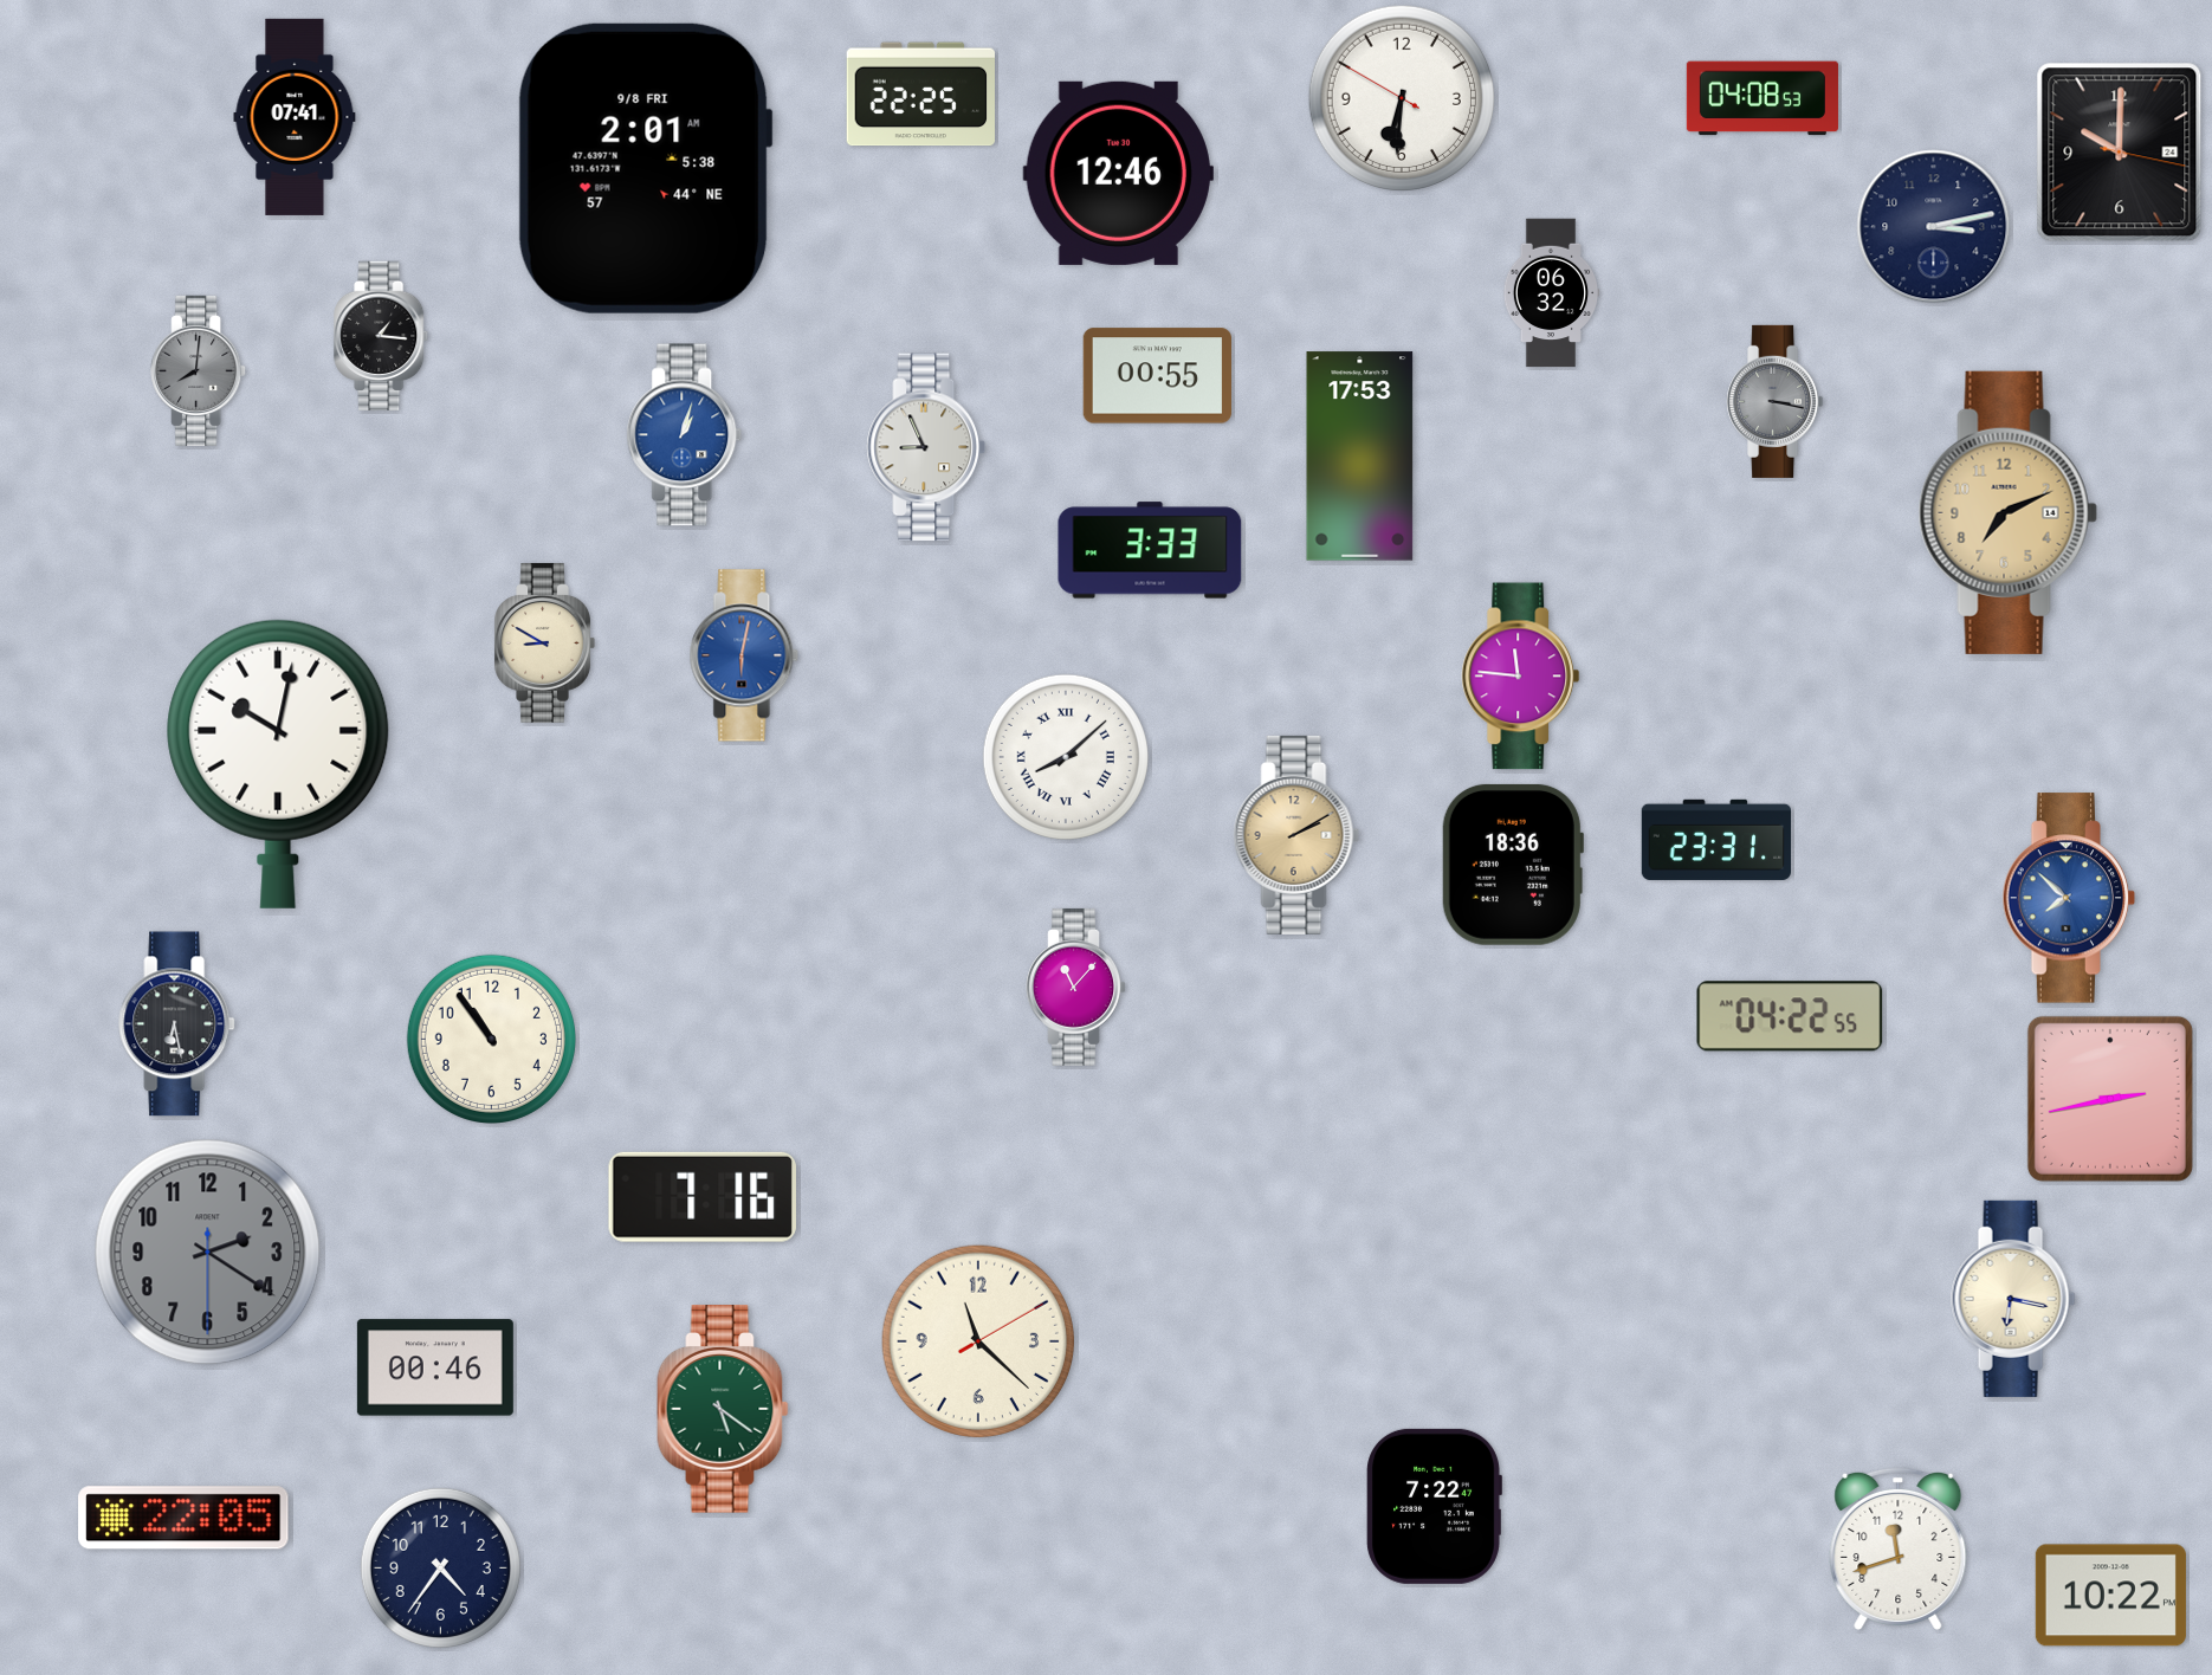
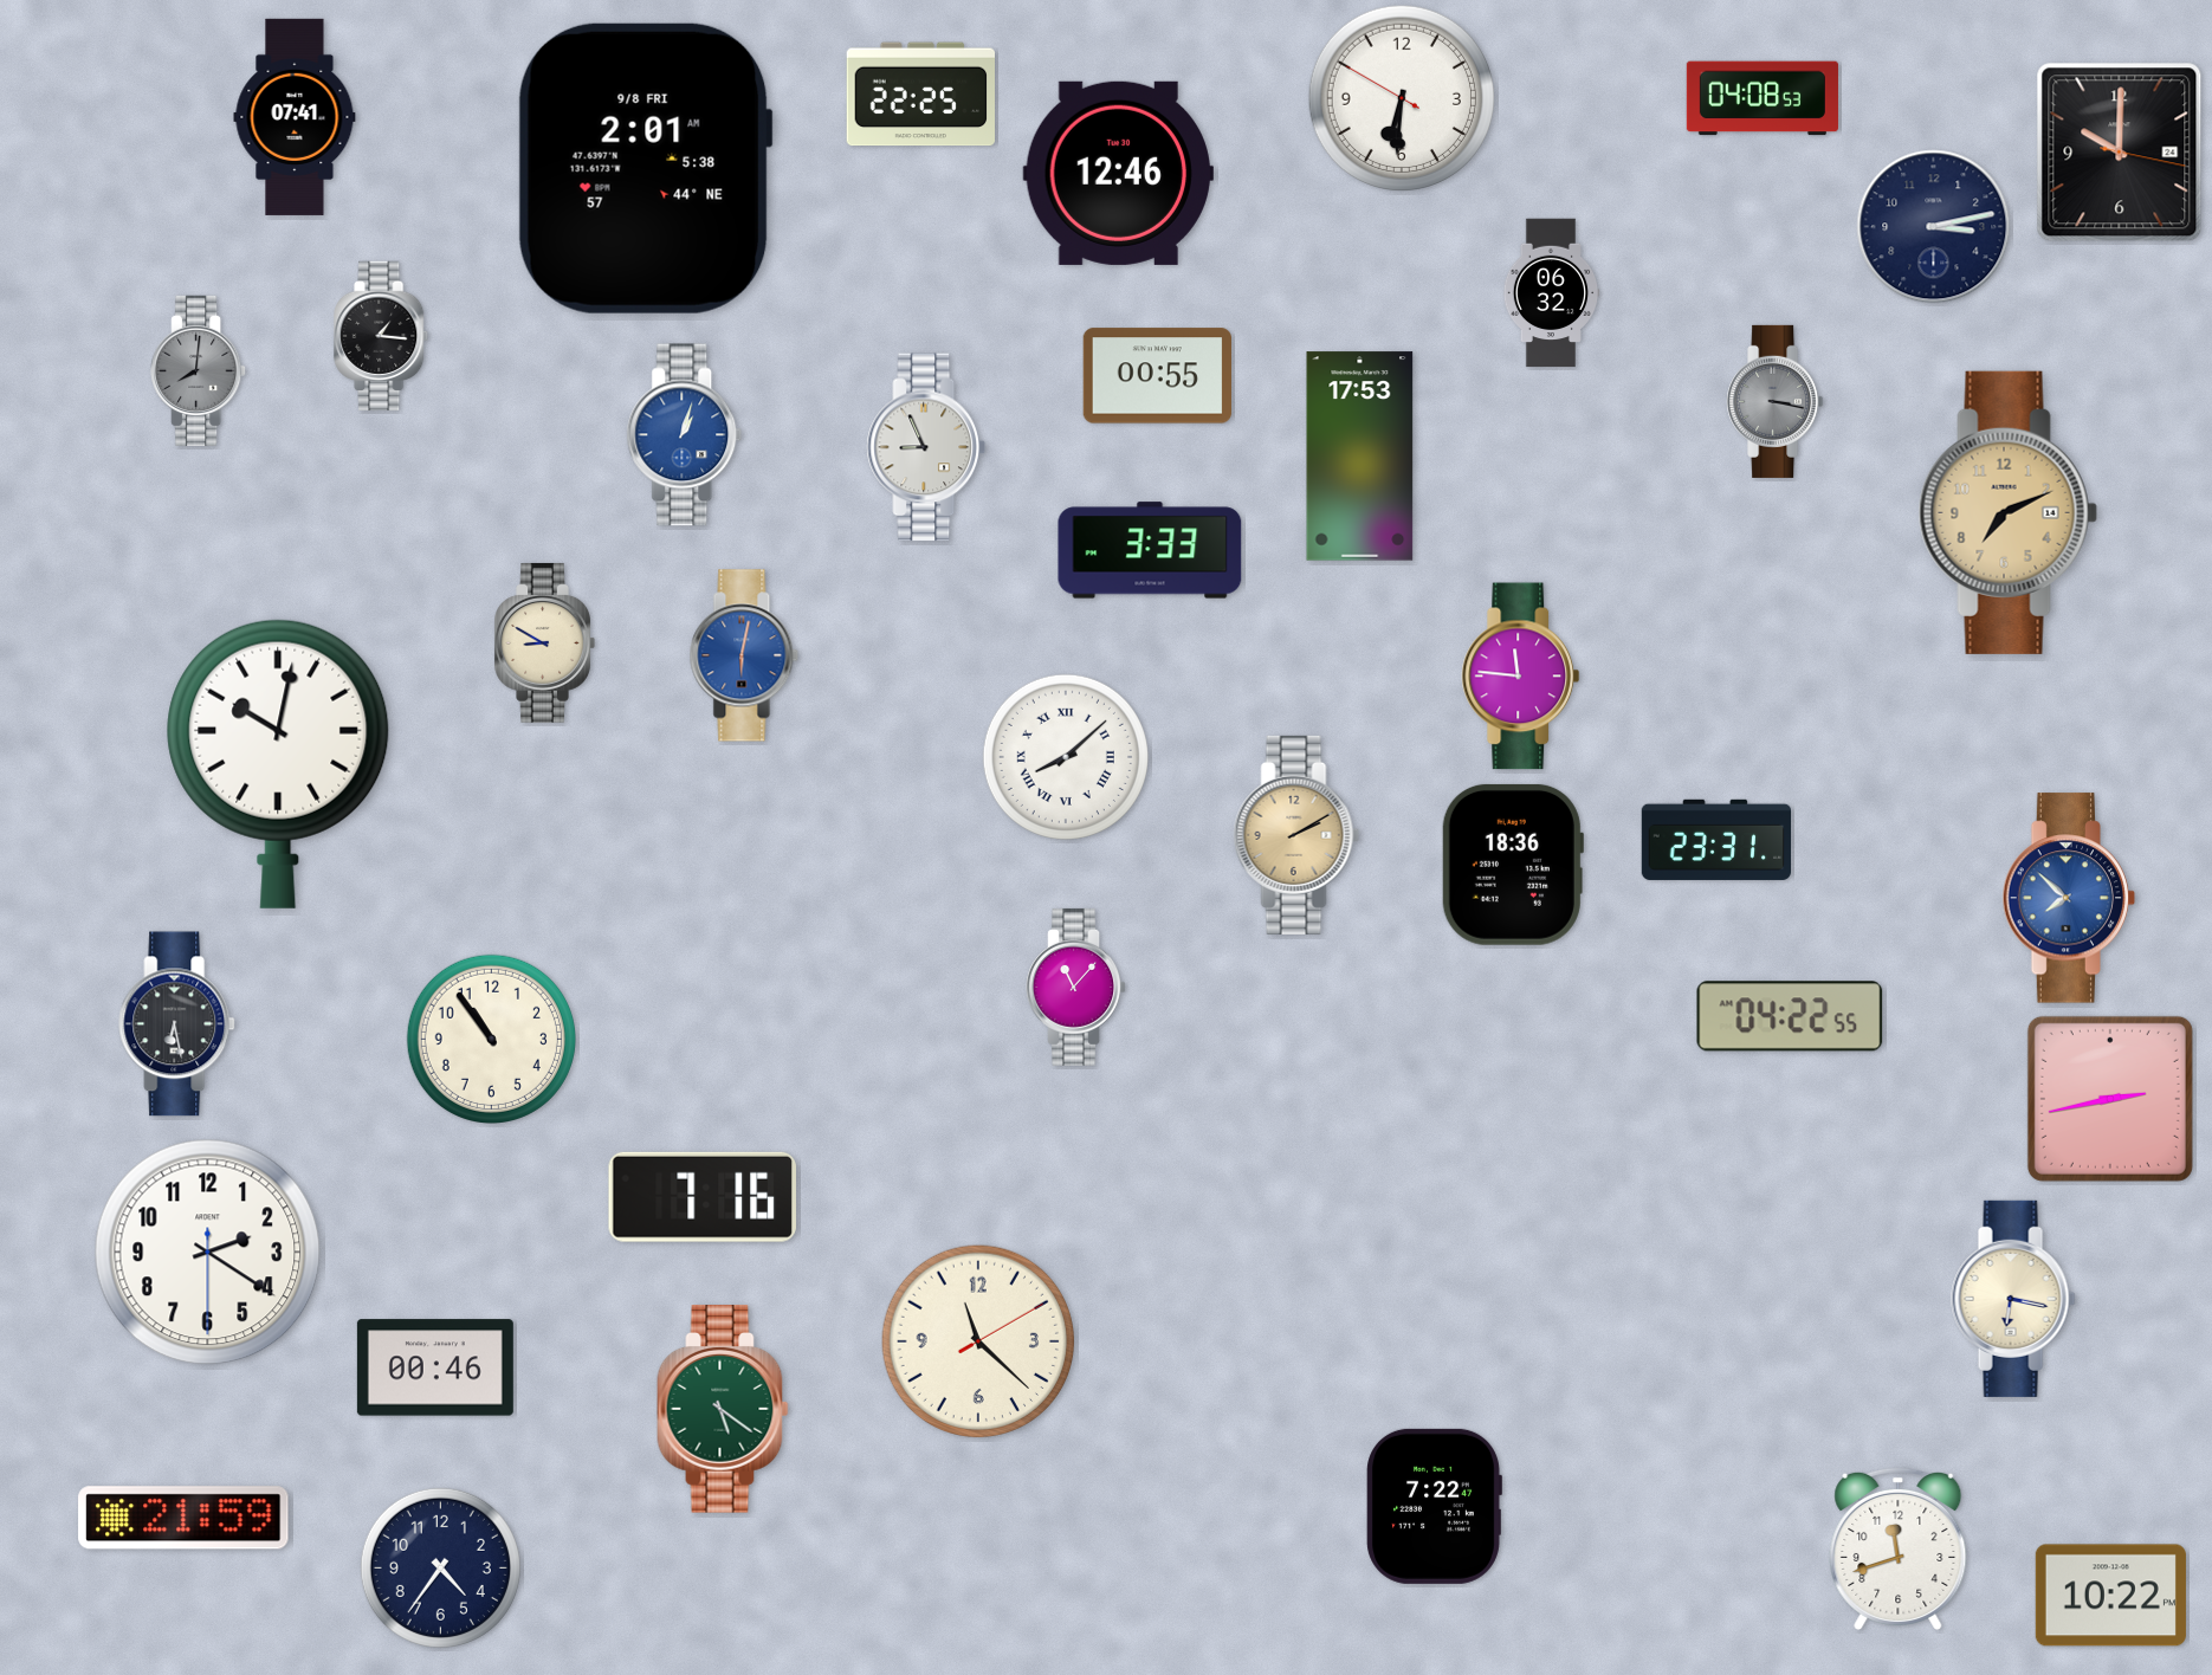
clock at (208, 1253) dial: grey -> white
clock at (183, 1518): 22:05 -> 21:59
